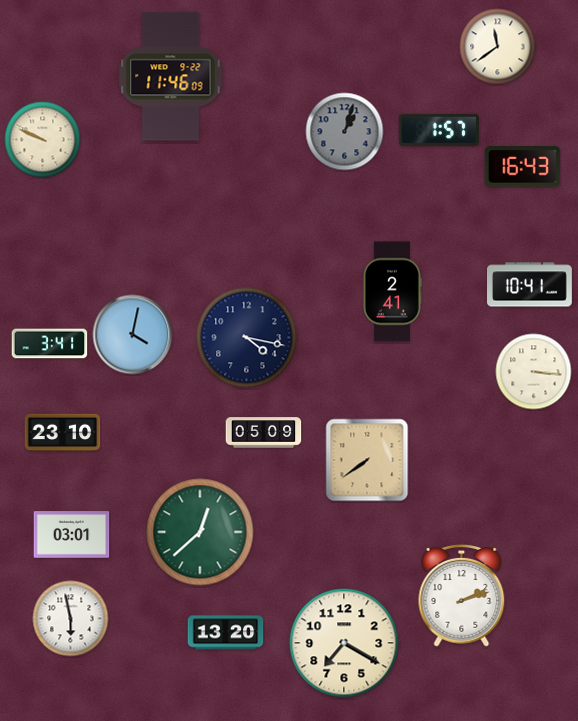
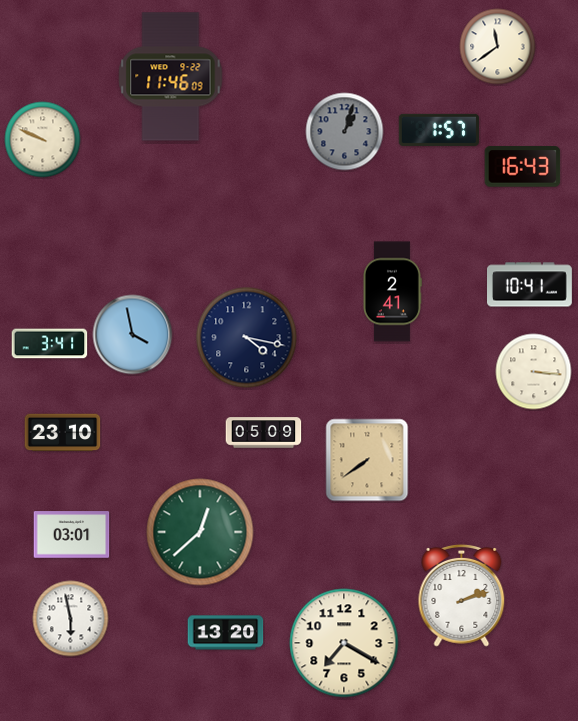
clock at (133, 335): 4:02 -> 3:58
